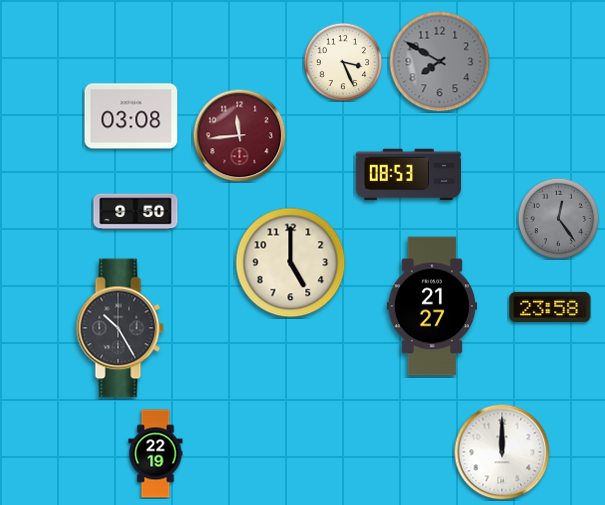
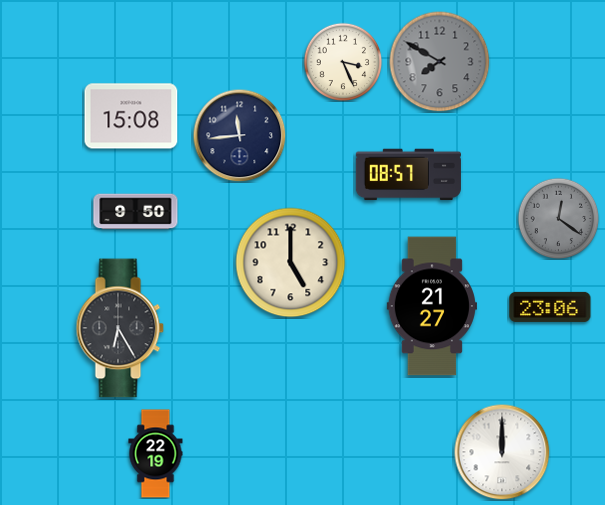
clock at (131, 116): 03:08 -> 15:08
clock at (239, 135) dial: burgundy -> navy
clock at (408, 175): 08:53 -> 08:57
clock at (558, 218): 12:24 -> 12:21
clock at (550, 307): 23:58 -> 23:06
clock at (120, 328): 10:25 -> 6:25
